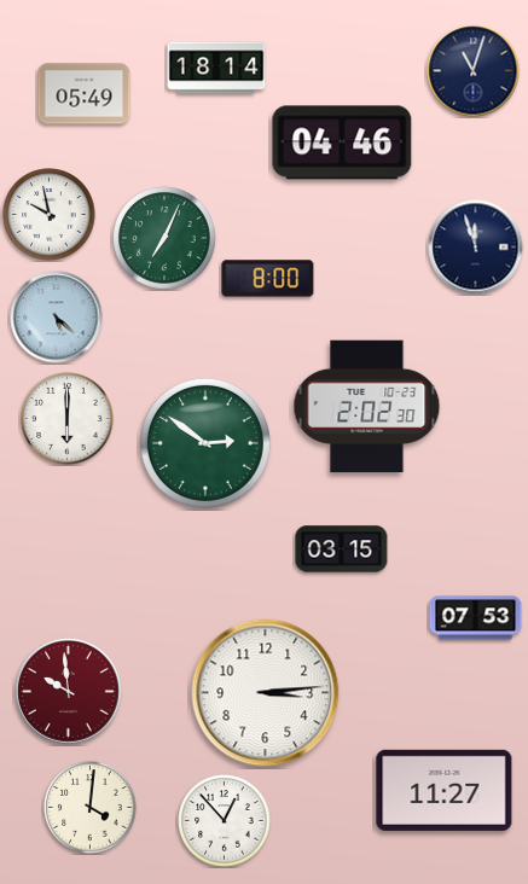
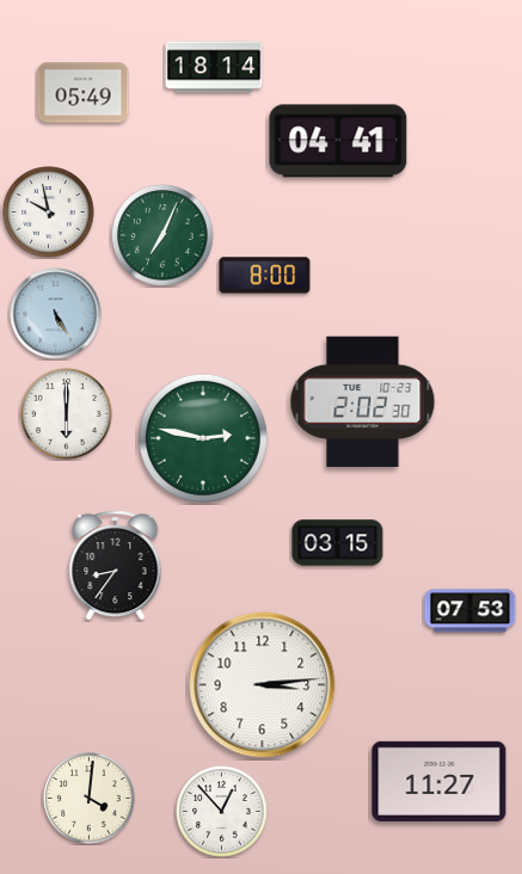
clock at (474, 71): 11:03 -> none
clock at (342, 143): 04:46 -> 04:41
clock at (476, 248): 11:57 -> none
clock at (57, 318): 5:22 -> 5:25
clock at (205, 443): 2:51 -> 2:47
clock at (116, 566): none -> 8:36
clock at (69, 692): 9:59 -> none
